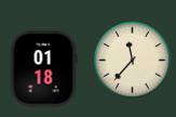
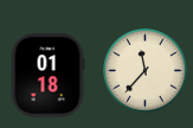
clock at (133, 61) position: (133, 61) -> (146, 71)
